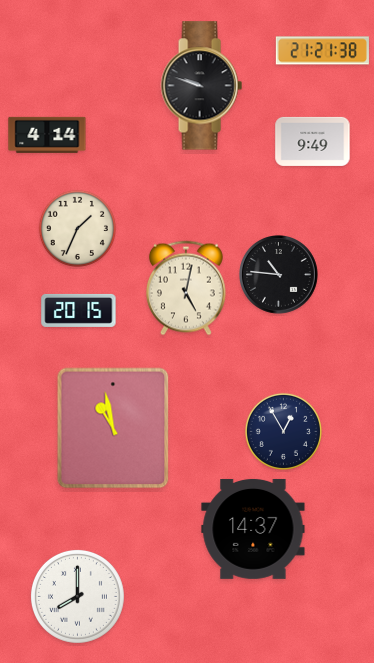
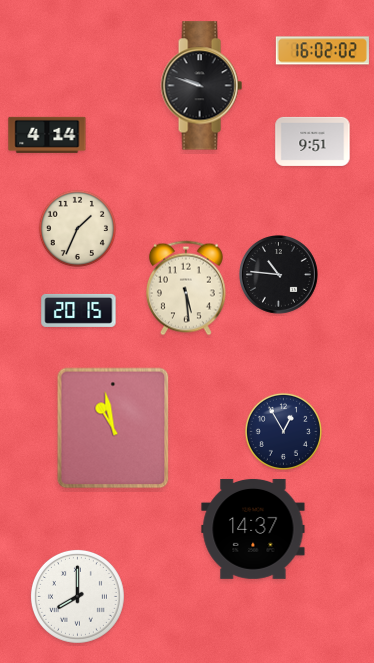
clock at (322, 51): 21:21 -> 16:02
clock at (313, 141): 9:49 -> 9:51
clock at (186, 288): 5:02 -> 5:29
